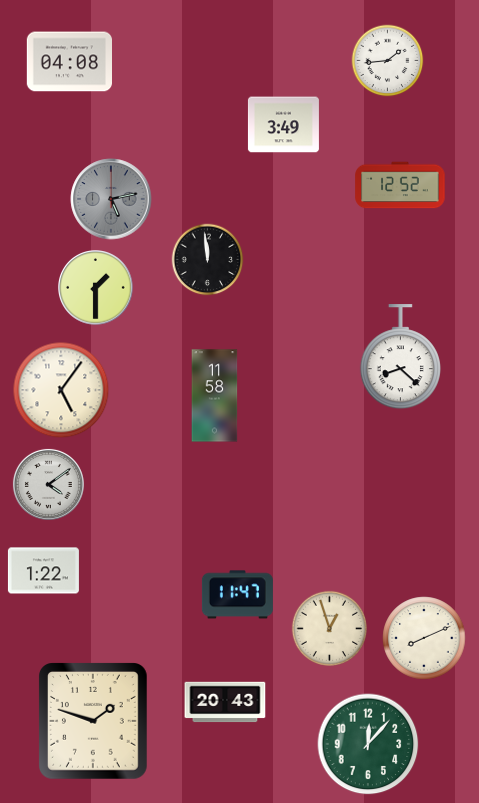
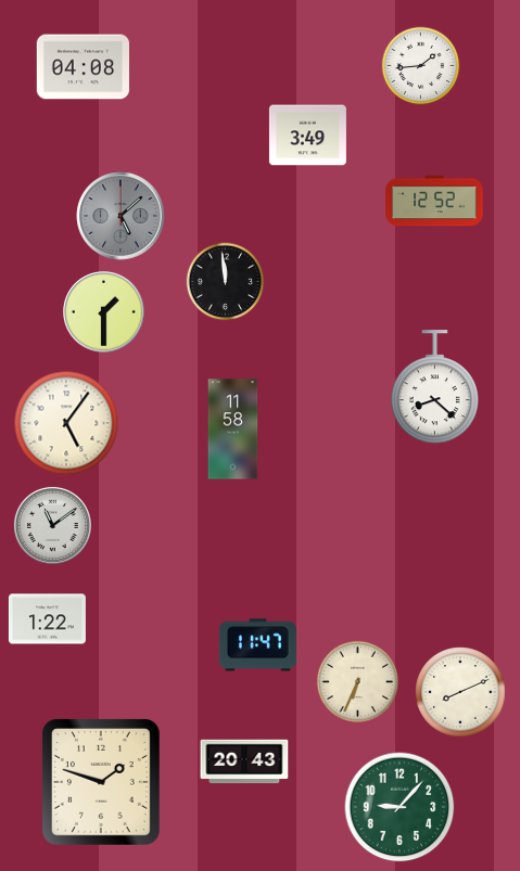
clock at (69, 62) position: (69, 62) -> (83, 67)
clock at (111, 199): 5:13 -> 5:08
clock at (48, 484): 4:09 -> 11:09
clock at (329, 628): 12:57 -> 6:34
clock at (368, 744): 12:07 -> 9:07
